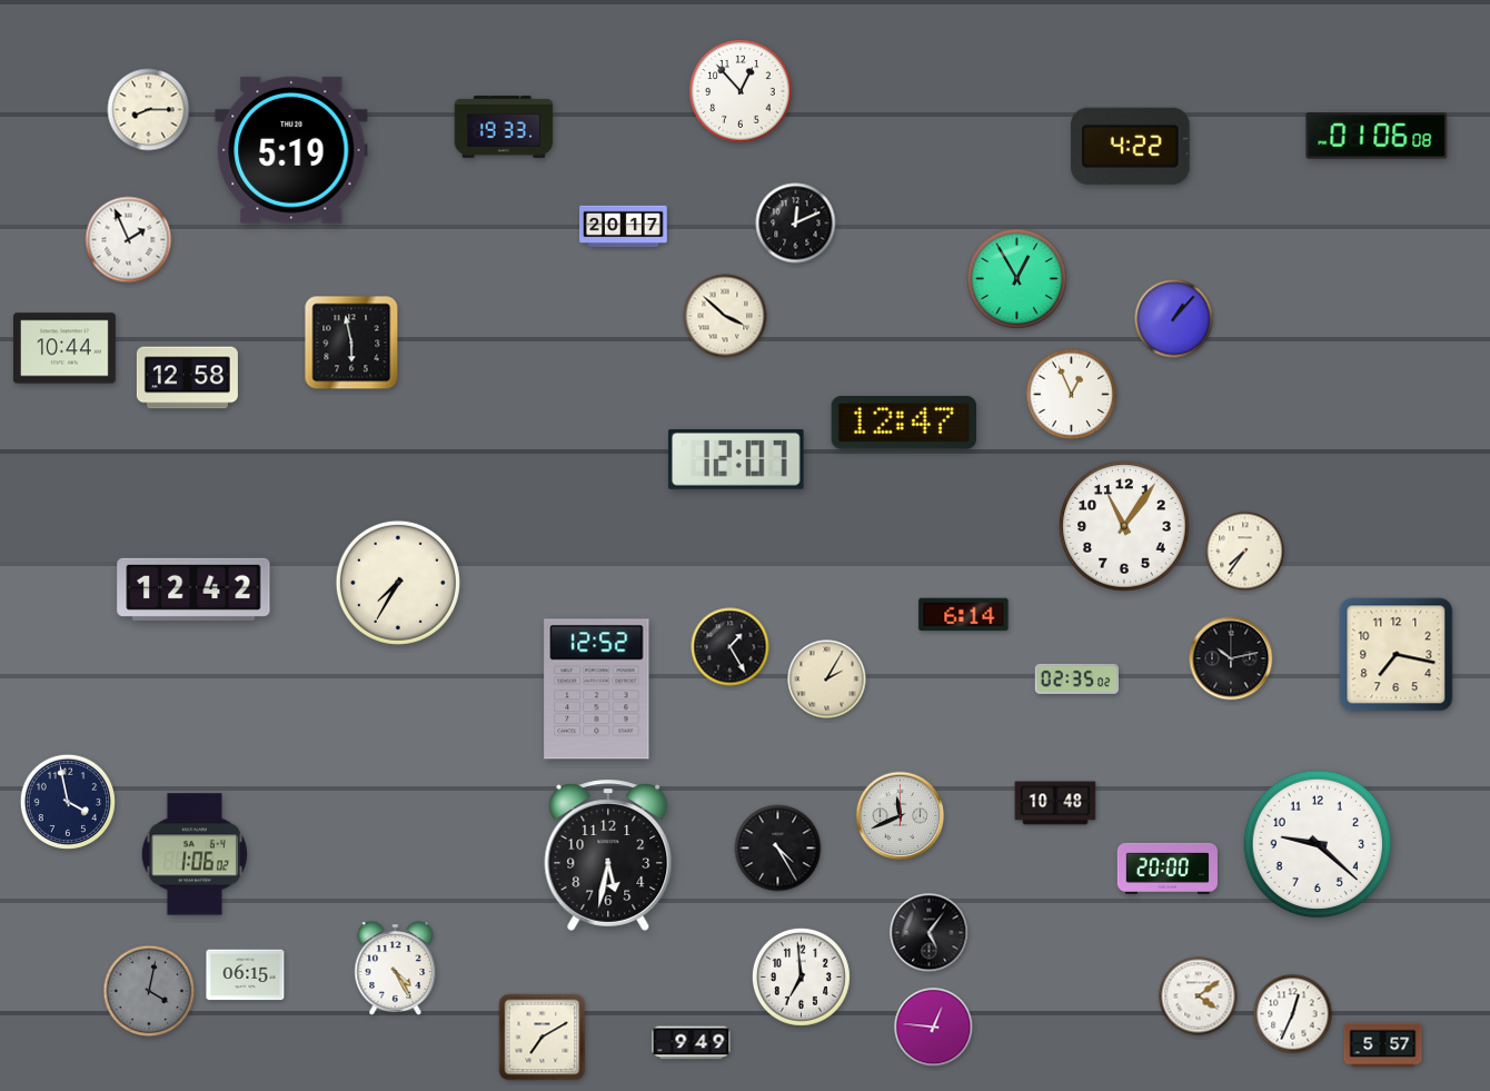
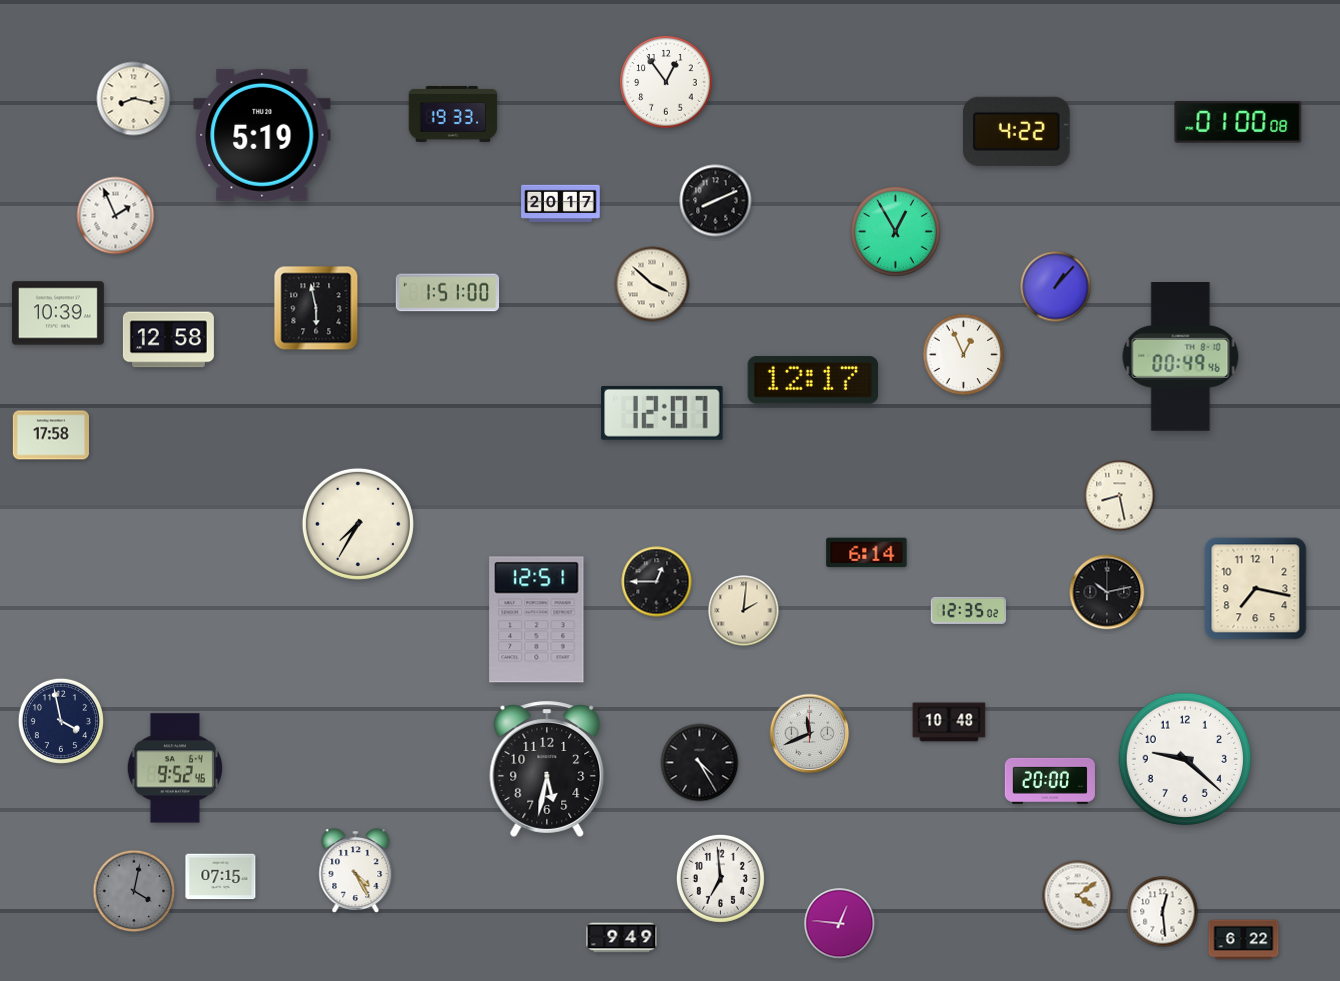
clock at (741, 91): 12:53 -> 12:54
clock at (149, 110): 8:15 -> 8:17
clock at (1377, 136): 01:06 -> 01:00
clock at (796, 224): 12:11 -> 8:11
clock at (1017, 279) position: (1017, 279) -> (896, 232)
clock at (448, 293): none -> 1:51
clock at (64, 348): 10:44 -> 10:39
clock at (1181, 357): none -> 00:49
clock at (903, 423): 12:47 -> 12:17
clock at (51, 435): none -> 17:58
clock at (1124, 526): 11:06 -> none
clock at (1245, 552): 7:36 -> 8:28
clock at (193, 589): 12:42 -> none
clock at (731, 647): 1:25 -> 12:45
clock at (1077, 678): 02:35 -> 12:35
clock at (827, 680): 2:05 -> 2:01
clock at (597, 690): 12:52 -> 12:51
clock at (195, 854): 1:06 -> 9:52
clock at (930, 933): 5:06 -> none
clock at (246, 975): 06:15 -> 07:15
clock at (1293, 1014): 12:34 -> 12:29
clock at (543, 1038): 7:10 -> none
clock at (1383, 1045): 5:57 -> 6:22
